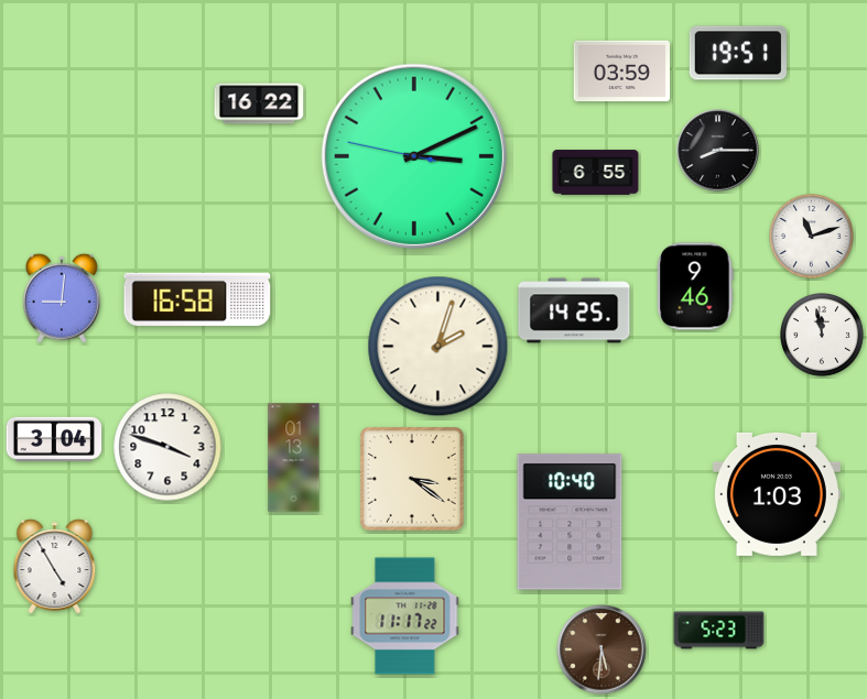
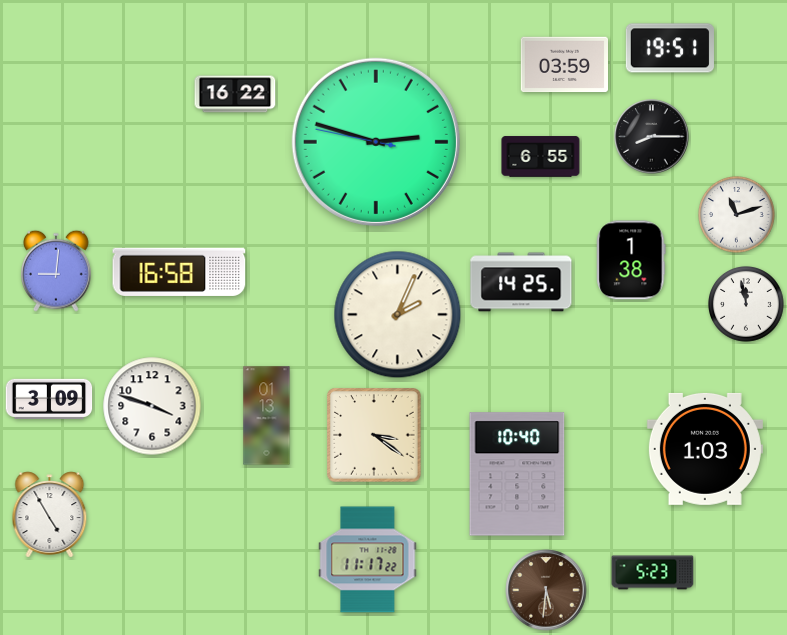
clock at (414, 156): 3:10 -> 2:47
clock at (695, 286): 9:46 -> 1:38
clock at (438, 347): 2:03 -> 2:04
clock at (54, 439): 3:04 -> 3:09
